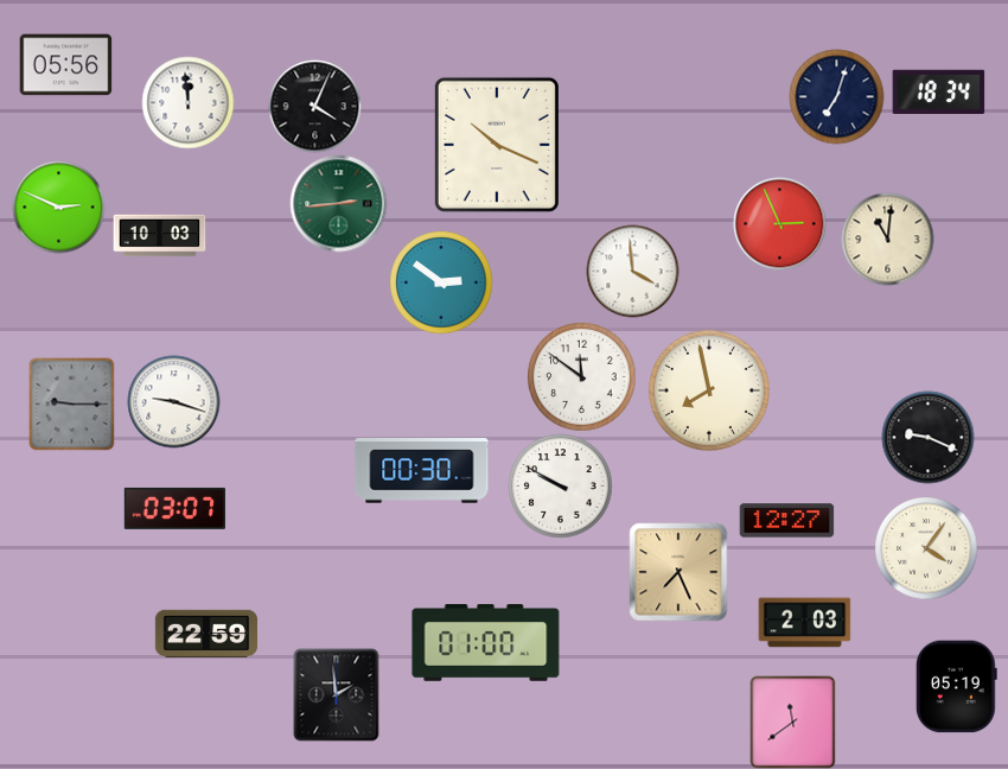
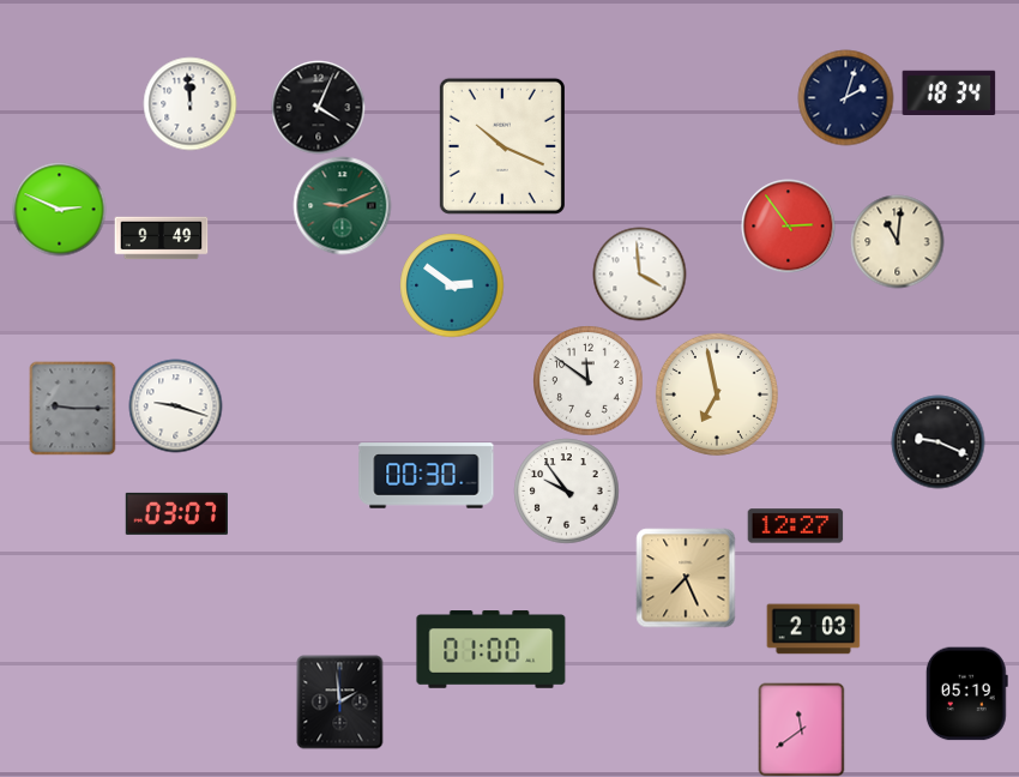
clock at (65, 65): 05:56 -> none
clock at (836, 96): 7:03 -> 2:03
clock at (338, 203): 2:44 -> 9:11
clock at (779, 223): 2:56 -> 2:54
clock at (159, 236): 10:03 -> 9:49
clock at (441, 282) position: (441, 282) -> (452, 285)
clock at (709, 390): 7:58 -> 6:58
clock at (560, 485): 9:50 -> 9:54
clock at (926, 548): 4:06 -> none
clock at (205, 634): 22:59 -> none
